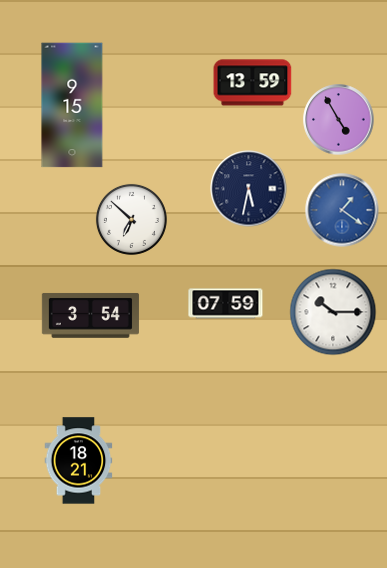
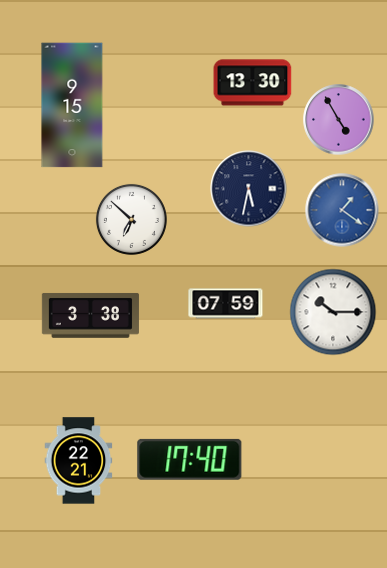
clock at (253, 83): 13:59 -> 13:30
clock at (90, 315): 3:54 -> 3:38
clock at (190, 459): none -> 17:40
clock at (79, 461): 18:21 -> 22:21
